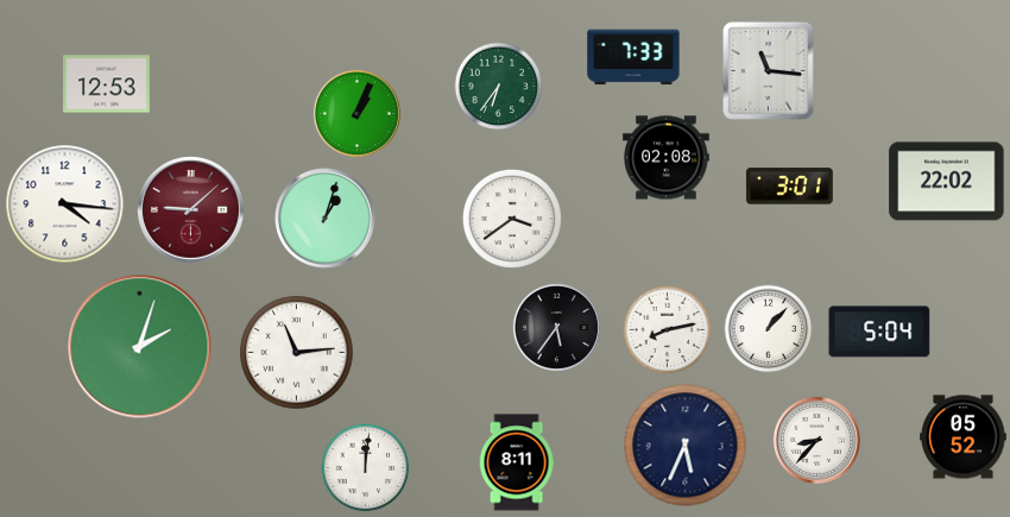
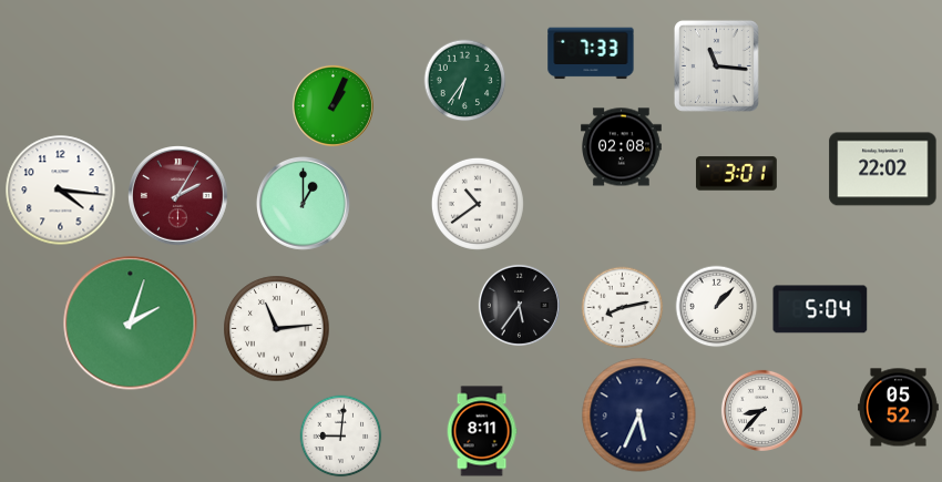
clock at (107, 84): 12:53 -> none
clock at (191, 210): 9:08 -> 2:05
clock at (324, 217): 1:03 -> 1:00
clock at (512, 219): 3:39 -> 10:39
clock at (366, 468): 12:01 -> 9:01
